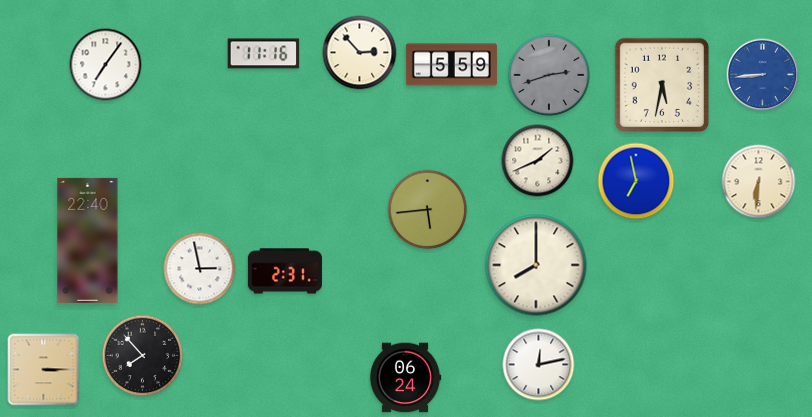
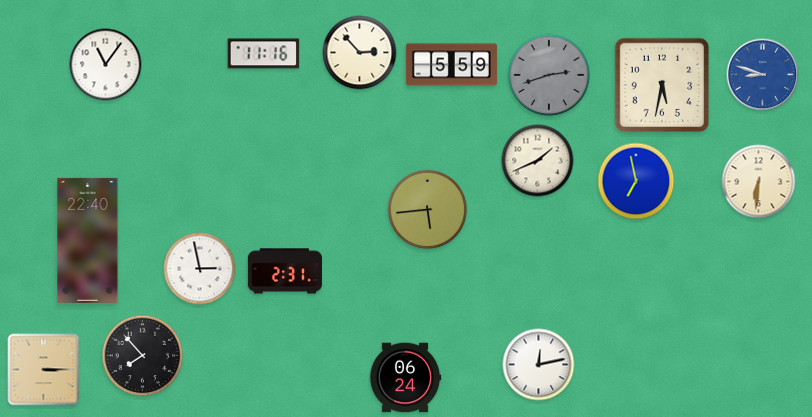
clock at (106, 65): 7:06 -> 11:06
clock at (763, 75): 8:44 -> 8:48
clock at (536, 265): 8:00 -> none
